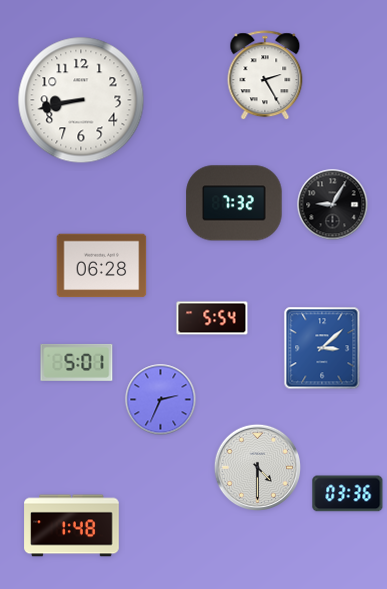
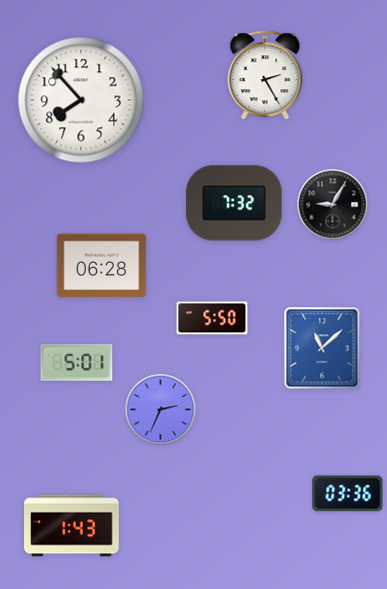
clock at (81, 100): 8:43 -> 7:53
clock at (212, 318): 5:54 -> 5:50
clock at (322, 348): 3:08 -> 11:08
clock at (161, 400) position: (161, 400) -> (161, 410)
clock at (257, 467): 4:30 -> none
clock at (72, 526): 1:48 -> 1:43
